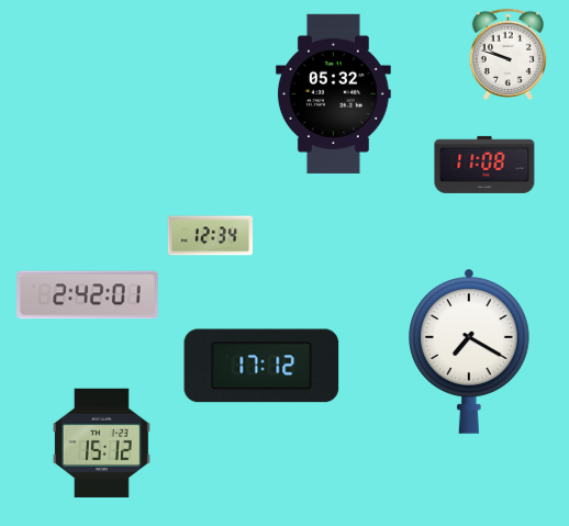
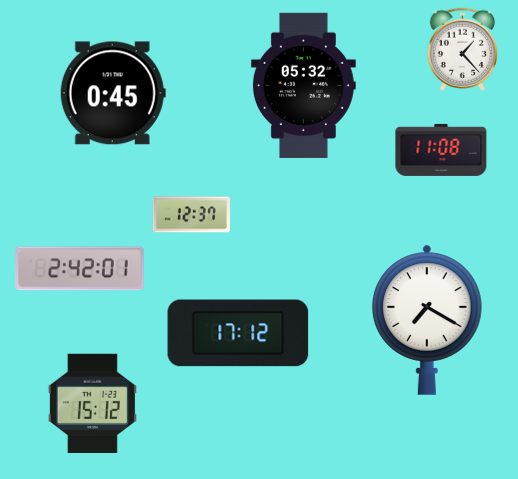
clock at (507, 54): 9:48 -> 1:23
clock at (113, 93): none -> 0:45
clock at (210, 236): 12:34 -> 12:37
